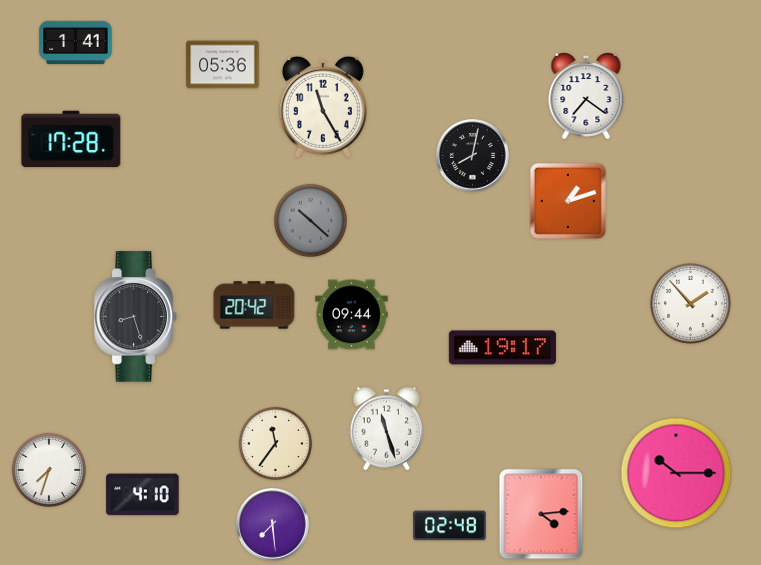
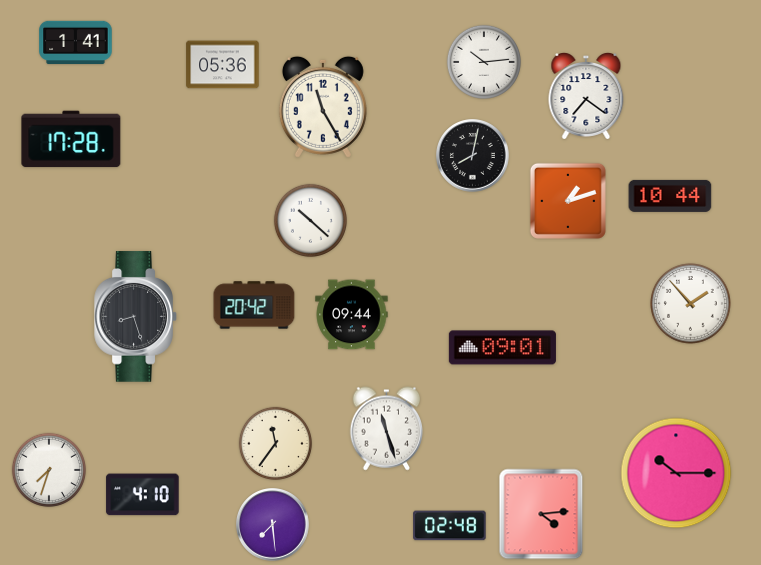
clock at (484, 62): none -> 10:14
clock at (670, 196): none -> 10:44
clock at (310, 220) dial: grey -> white
clock at (502, 348): 19:17 -> 09:01
